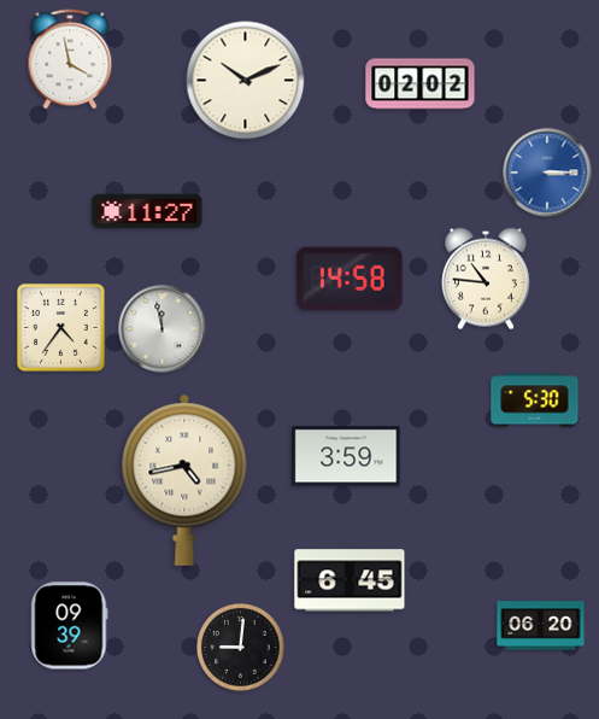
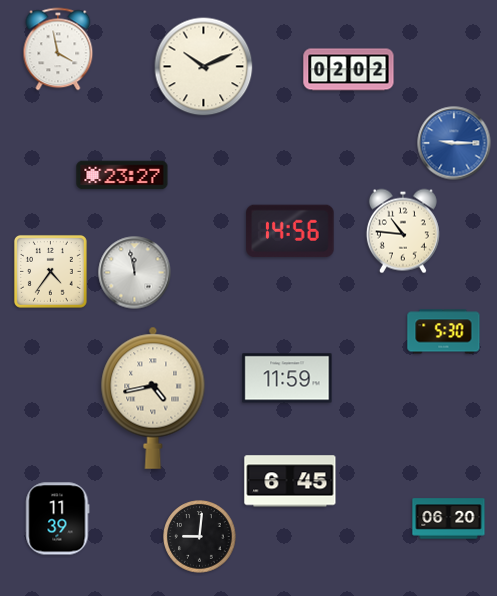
clock at (547, 173): 3:15 -> 9:15
clock at (147, 211): 11:27 -> 23:27
clock at (350, 279): 14:58 -> 14:56
clock at (346, 456): 3:59 -> 11:59
clock at (70, 626): 09:39 -> 11:39
